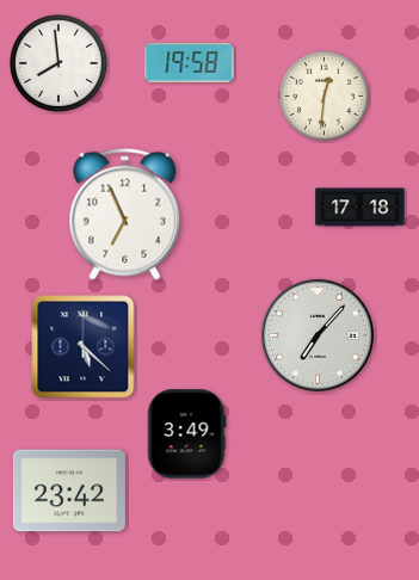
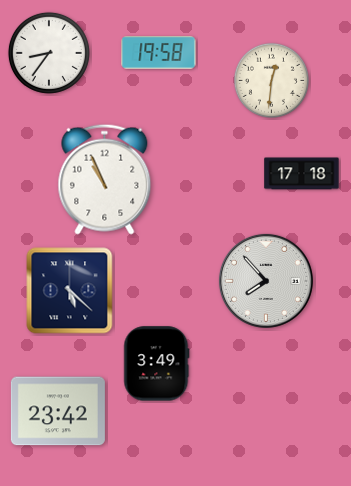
clock at (58, 63): 7:59 -> 8:36
clock at (125, 214): 6:56 -> 10:56
clock at (318, 335): 7:07 -> 7:53
